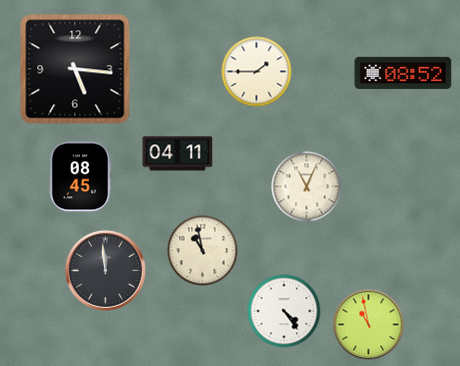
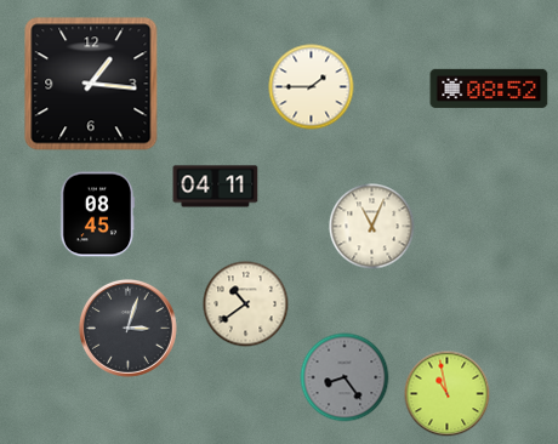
clock at (75, 69): 5:16 -> 1:16
clock at (203, 251): 10:58 -> 10:39
clock at (105, 270): 11:59 -> 3:03
clock at (284, 311): 4:24 -> 8:24
clock at (284, 311) dial: white -> grey
